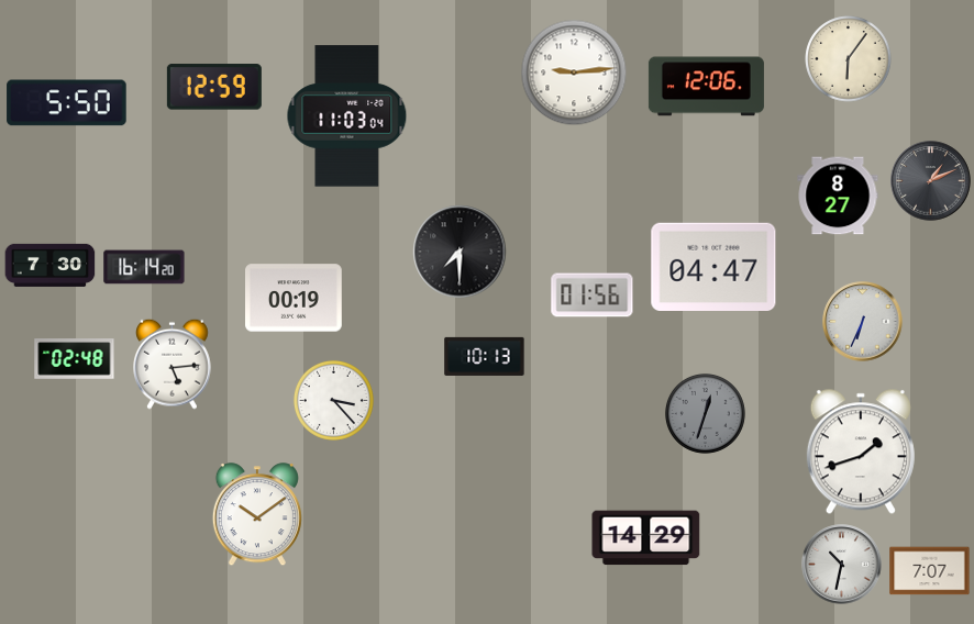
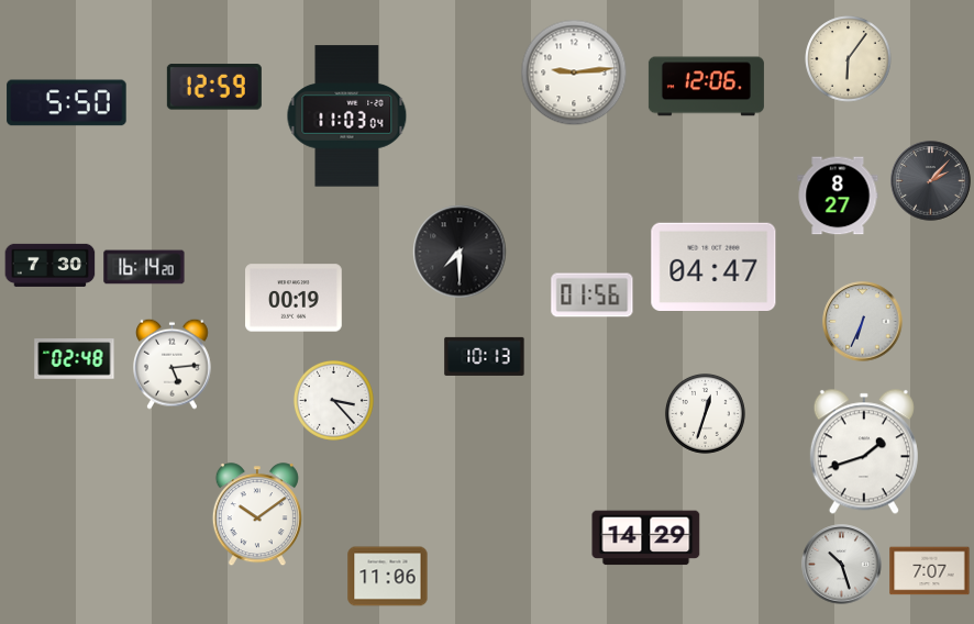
clock at (931, 181): 1:11 -> 2:07
clock at (705, 413) dial: grey -> white
clock at (861, 452) position: (861, 452) -> (864, 452)
clock at (842, 565): 10:32 -> 10:27
clock at (388, 577): none -> 11:06
